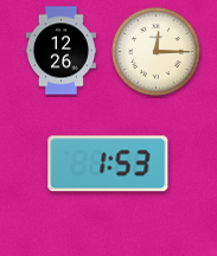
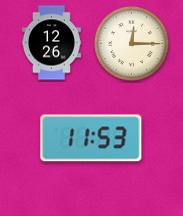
clock at (108, 164): 1:53 -> 11:53
